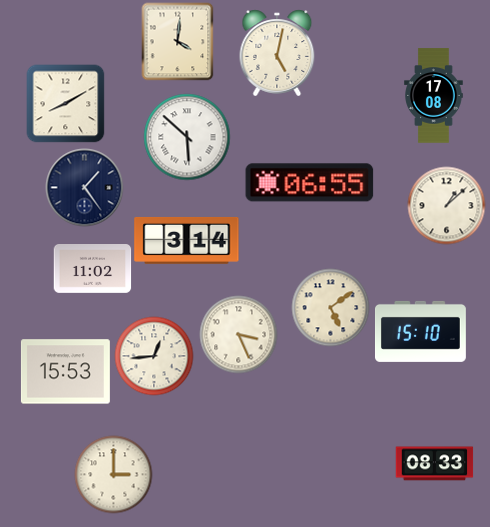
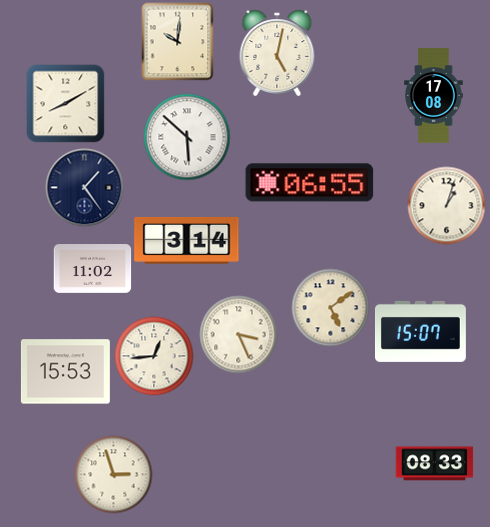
clock at (178, 41): 4:01 -> 10:01
clock at (446, 205): 1:08 -> 1:03
clock at (421, 331): 15:10 -> 15:07
clock at (113, 474): 3:00 -> 2:57
